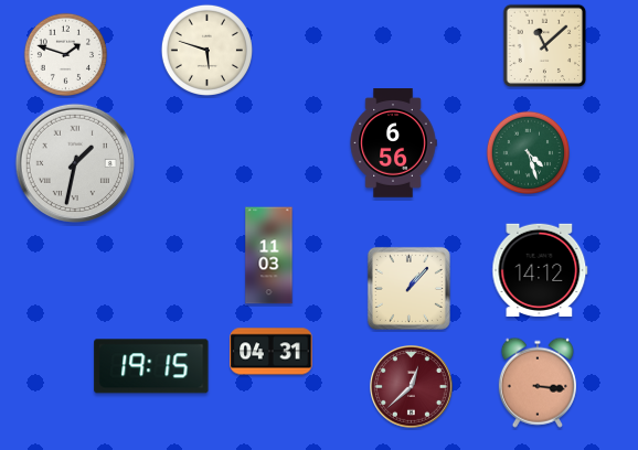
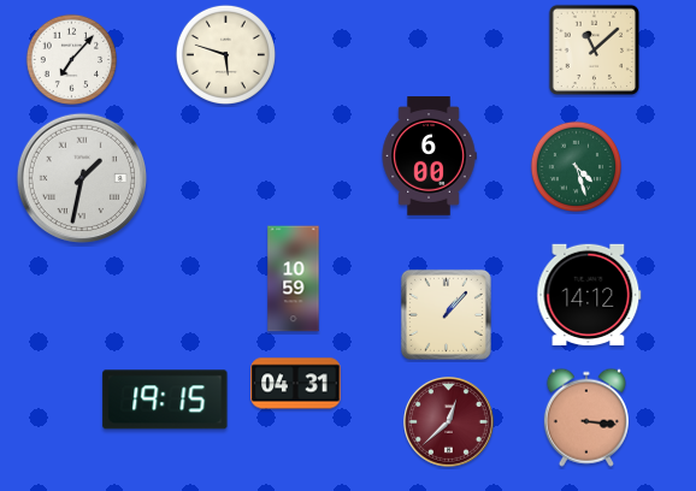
clock at (65, 54): 1:48 -> 7:07
clock at (393, 143): 6:56 -> 6:00
clock at (269, 256): 11:03 -> 10:59
